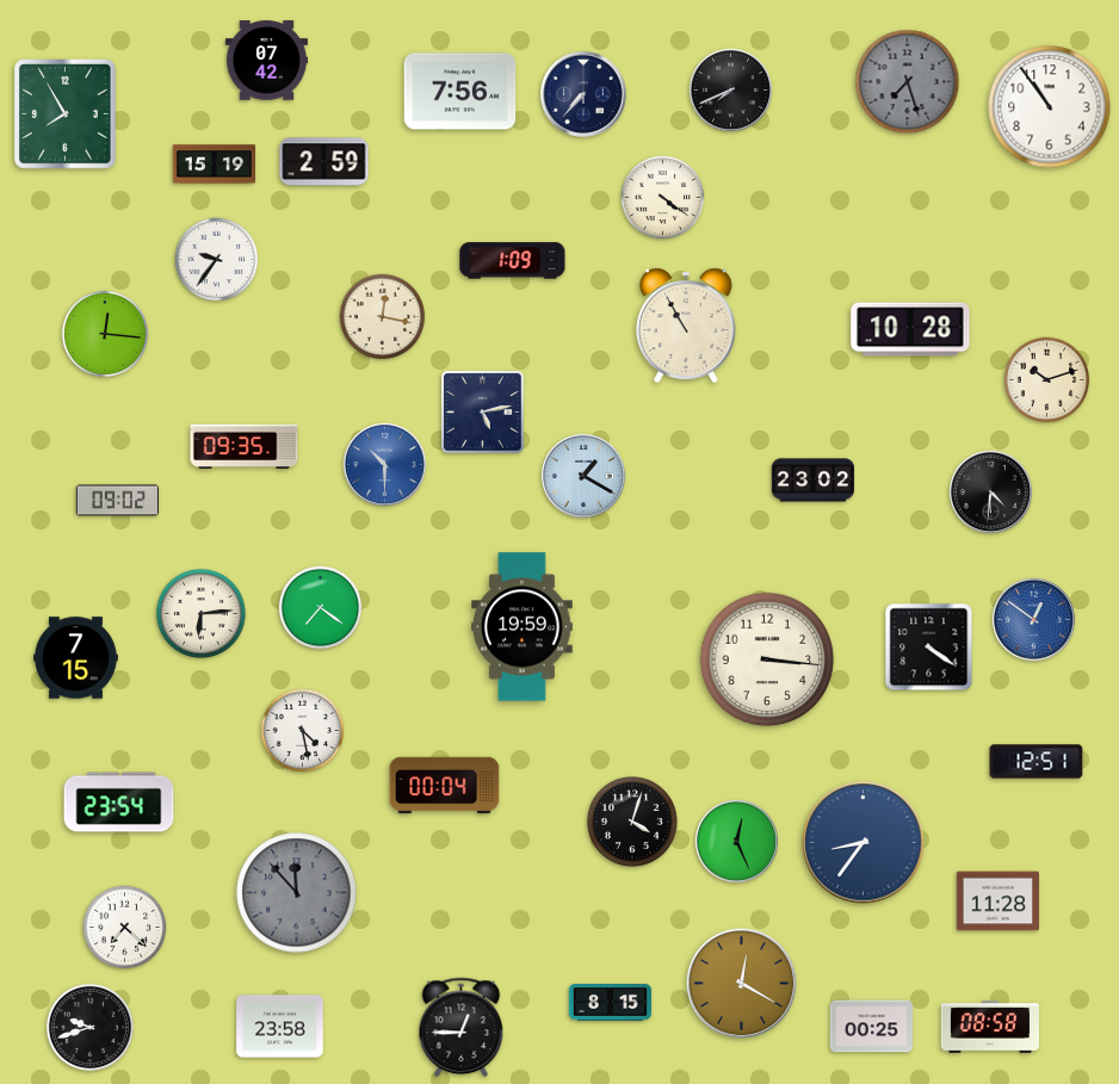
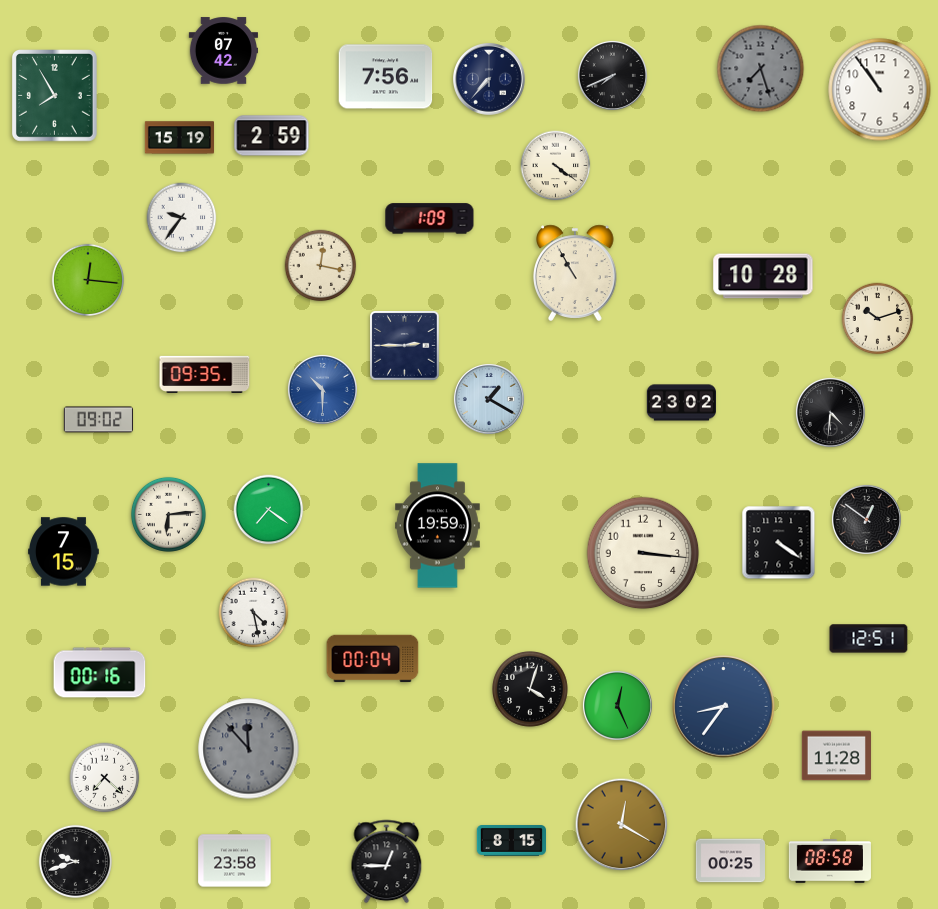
clock at (483, 413): 5:13 -> 2:45
clock at (1033, 619) dial: blue -> black
clock at (119, 803): 23:54 -> 00:16
